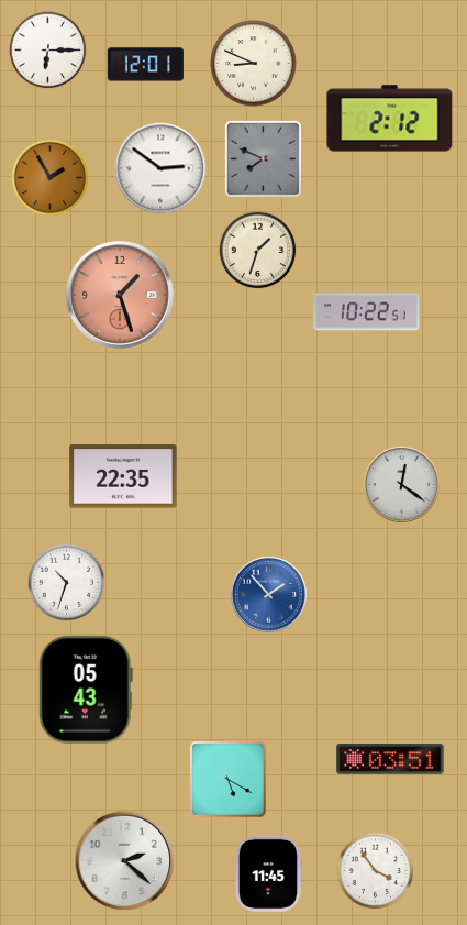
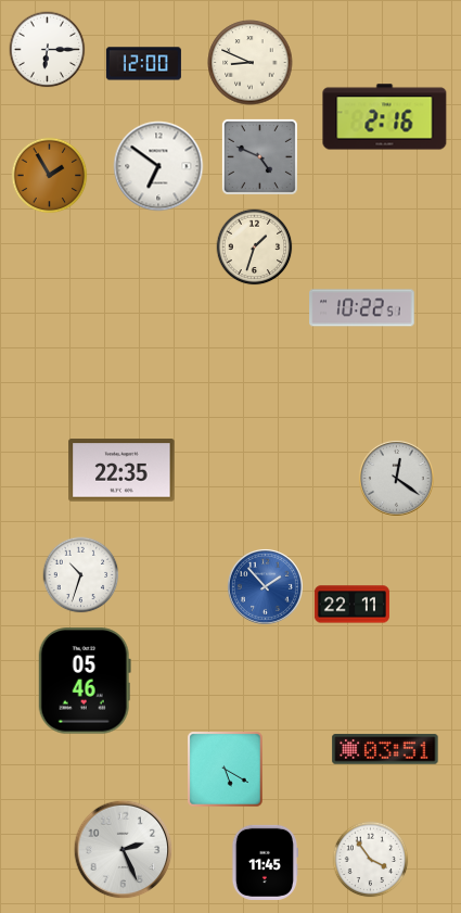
clock at (145, 65): 12:01 -> 12:00
clock at (390, 119): 2:12 -> 2:16
clock at (263, 158): 7:49 -> 4:49
clock at (160, 168): 2:51 -> 6:51
clock at (121, 296): 1:27 -> none
clock at (67, 583) position: (67, 583) -> (81, 575)
clock at (351, 605): none -> 22:11
clock at (86, 690): 05:43 -> 05:46
clock at (125, 861): 2:22 -> 2:26
